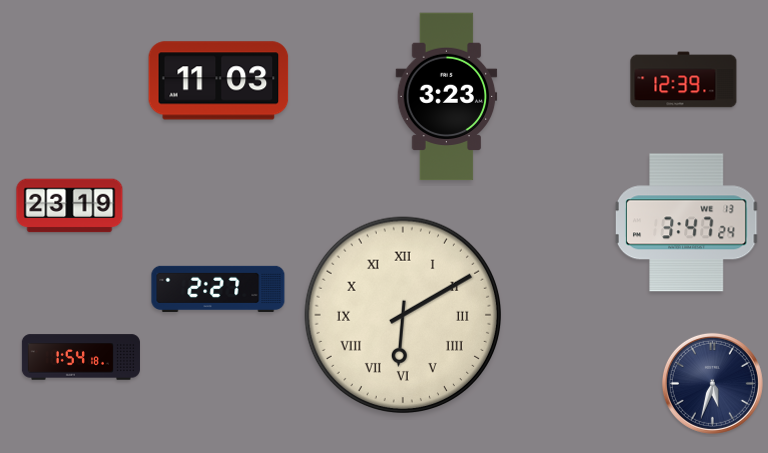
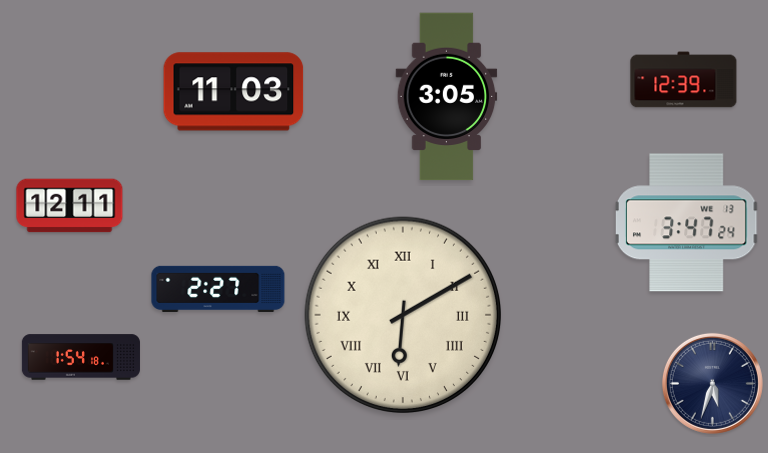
clock at (219, 81) position: (219, 81) -> (234, 92)
clock at (447, 97): 3:23 -> 3:05
clock at (70, 206): 23:19 -> 12:11
